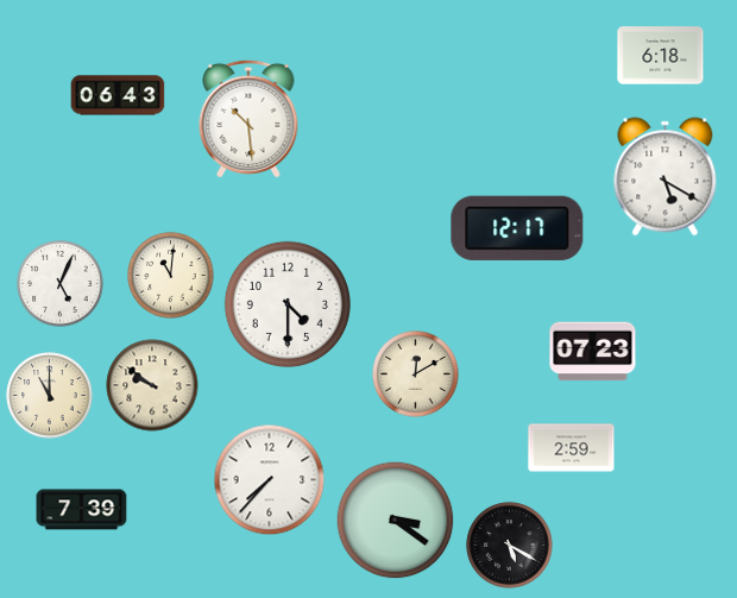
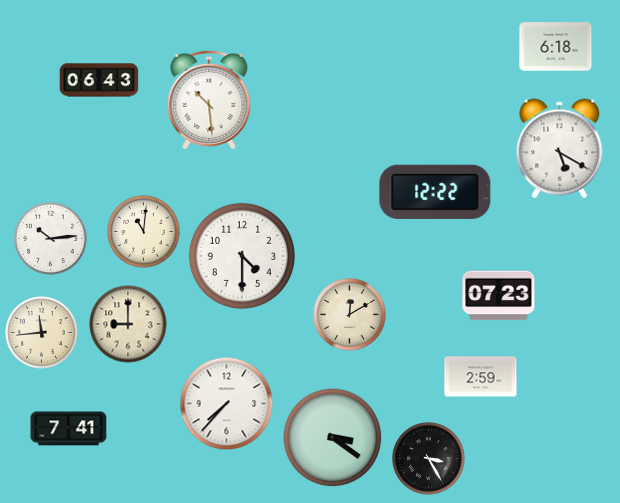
clock at (517, 228): 12:17 -> 12:22
clock at (61, 284): 5:04 -> 10:14
clock at (152, 385): 9:51 -> 9:00
clock at (50, 396): 11:00 -> 11:44
clock at (82, 510): 7:39 -> 7:41
clock at (510, 546): 5:20 -> 3:25
